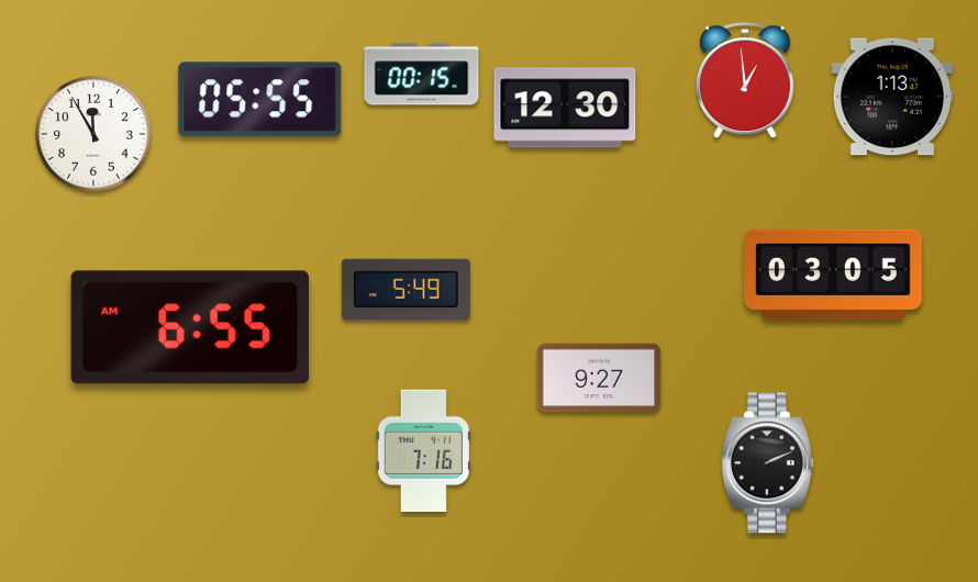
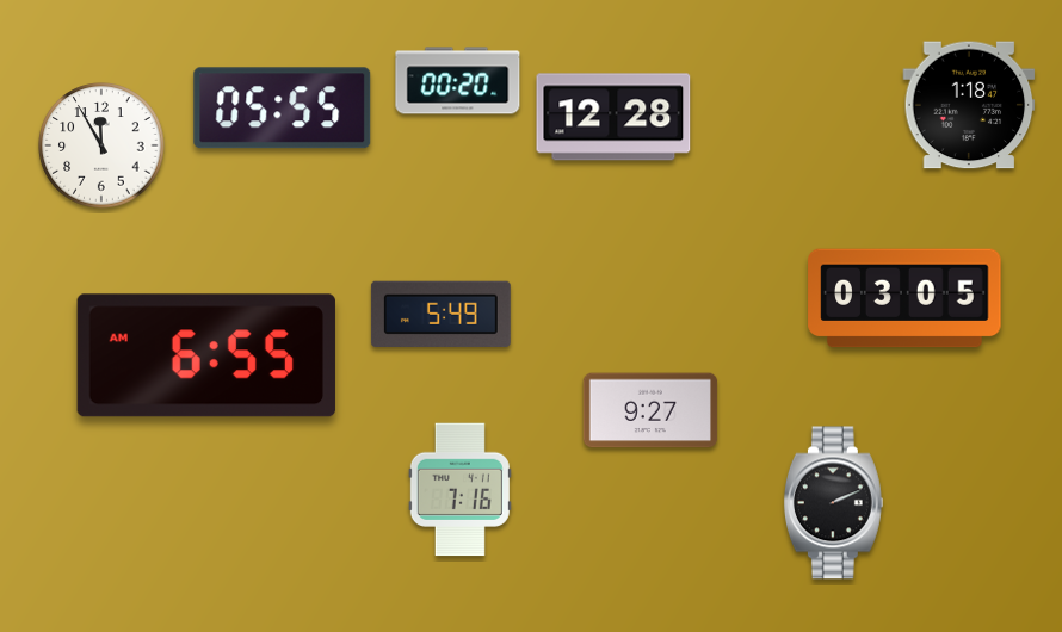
clock at (422, 75): 00:15 -> 00:20
clock at (745, 81): 12:59 -> none
clock at (892, 97): 1:13 -> 1:18
clock at (565, 108): 12:30 -> 12:28
